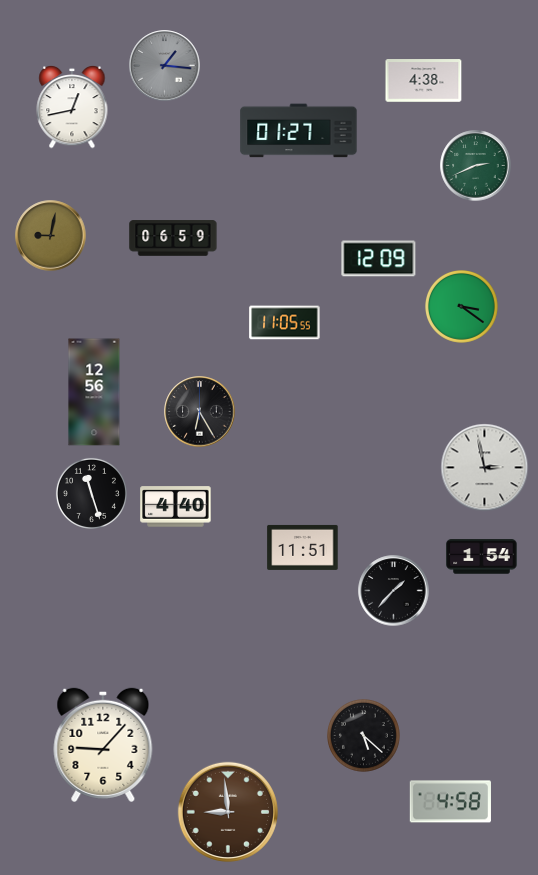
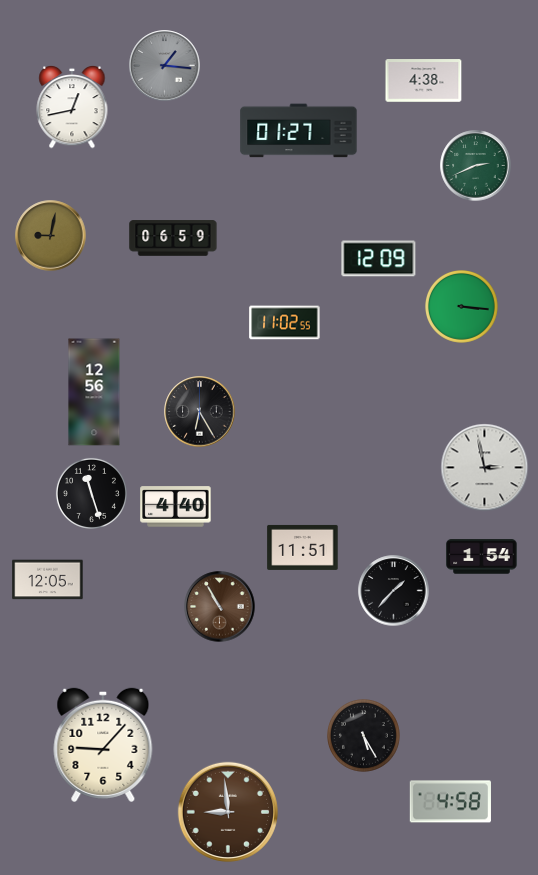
clock at (462, 307): 3:21 -> 3:16
clock at (285, 323): 11:05 -> 11:02
clock at (48, 580): none -> 12:05
clock at (220, 607): none -> 10:55
clock at (364, 736): 5:22 -> 5:25
